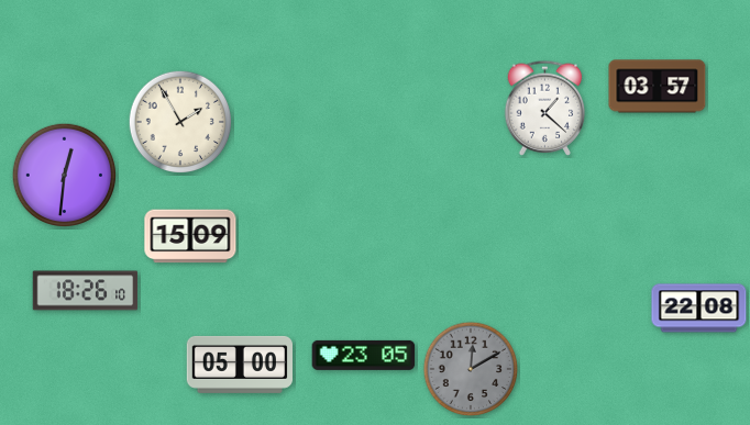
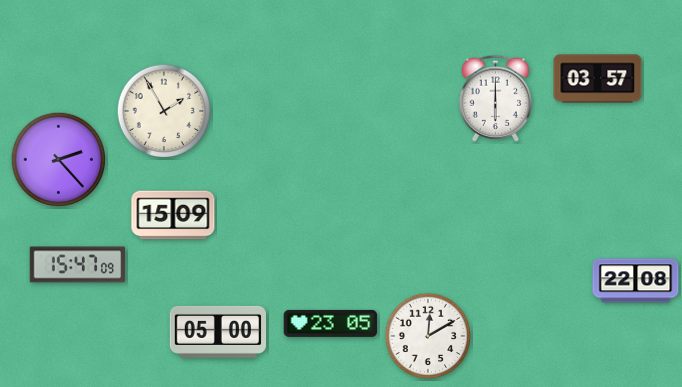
clock at (545, 108): 1:22 -> 6:00
clock at (64, 175): 12:31 -> 2:23
clock at (86, 291): 18:26 -> 15:47
clock at (471, 369) dial: grey -> white
